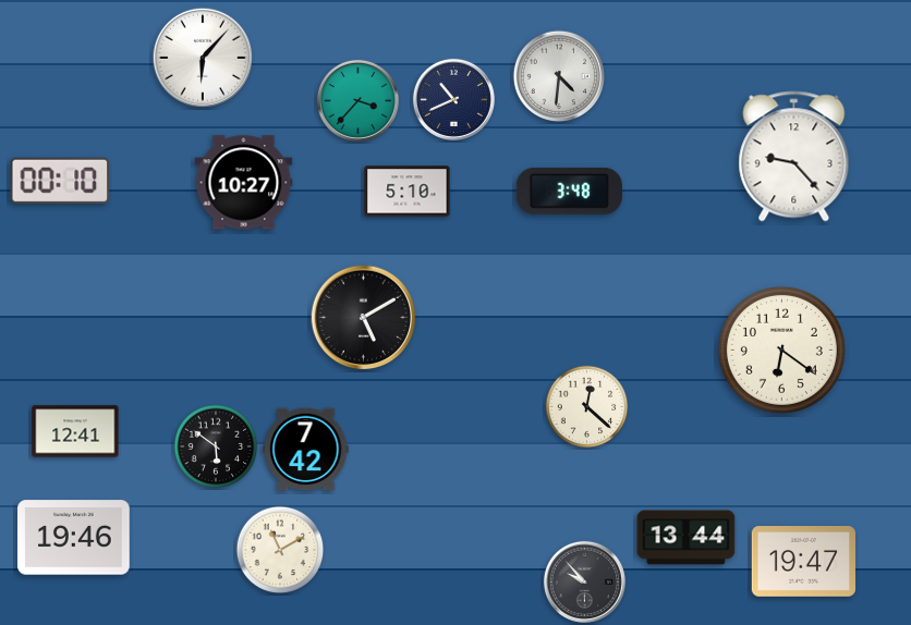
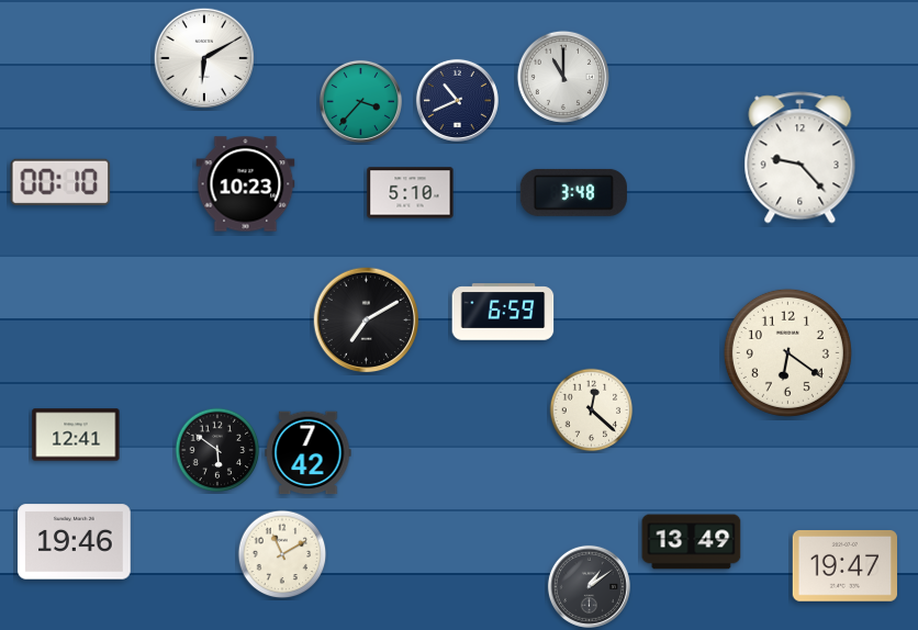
clock at (203, 58): 6:07 -> 6:10
clock at (559, 76): 4:31 -> 11:00
clock at (244, 183): 10:27 -> 10:23
clock at (503, 312): none -> 6:59
clock at (364, 318): 5:10 -> 7:10
clock at (687, 538): 13:44 -> 13:49
clock at (803, 562) position: (803, 562) -> (844, 566)
clock at (584, 581): 9:53 -> 1:09
